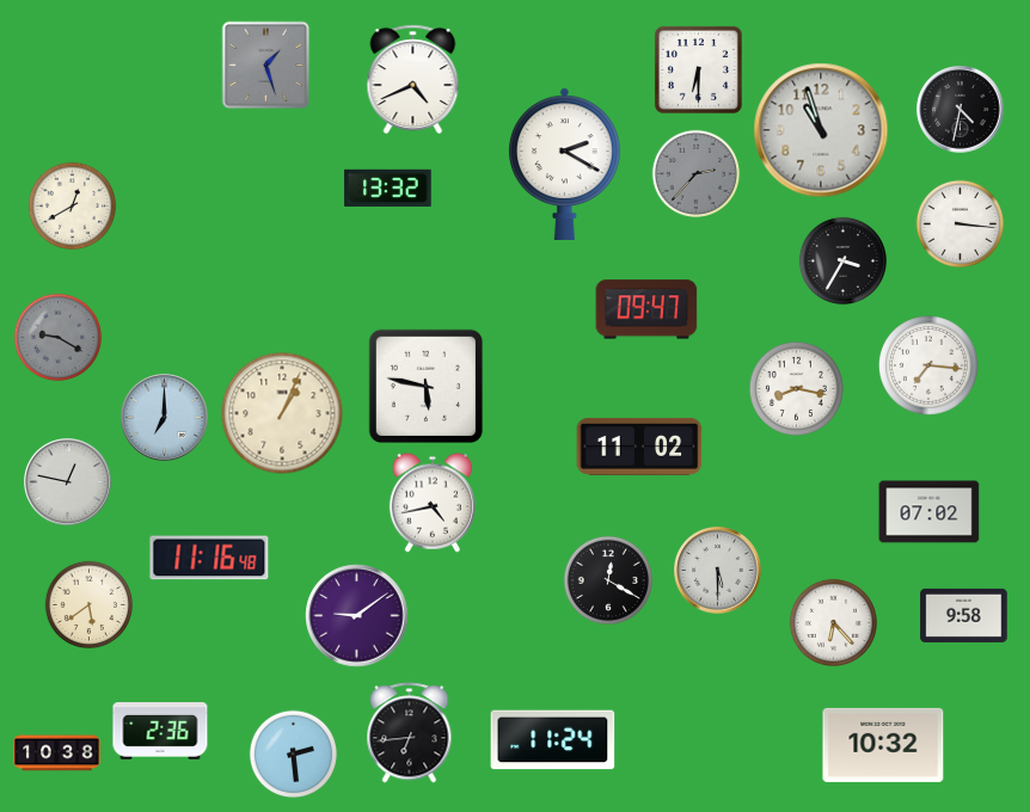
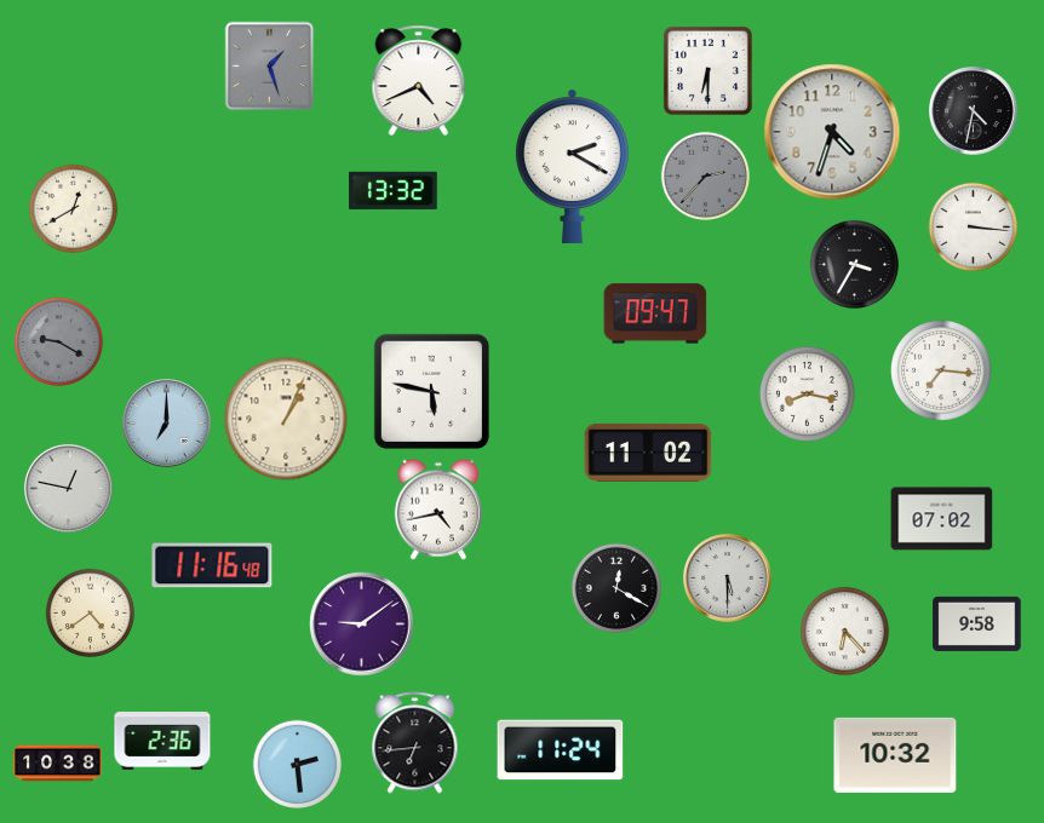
clock at (821, 130): 10:57 -> 4:33
clock at (90, 605): 5:39 -> 4:39
